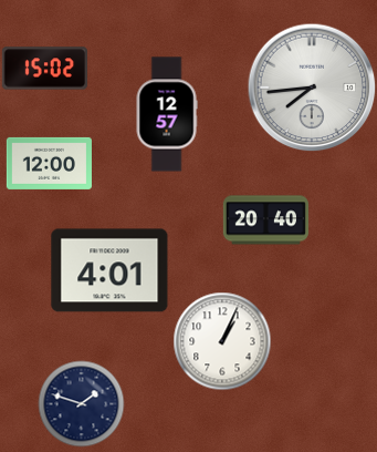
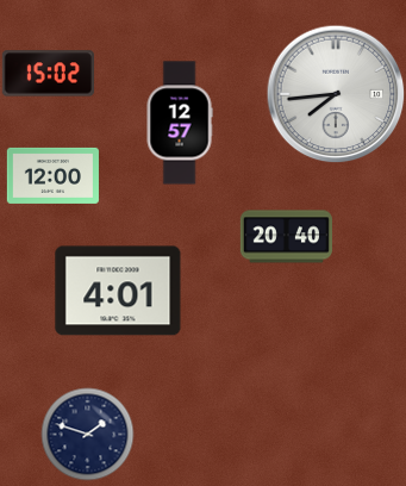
clock at (222, 341): 1:04 -> none
